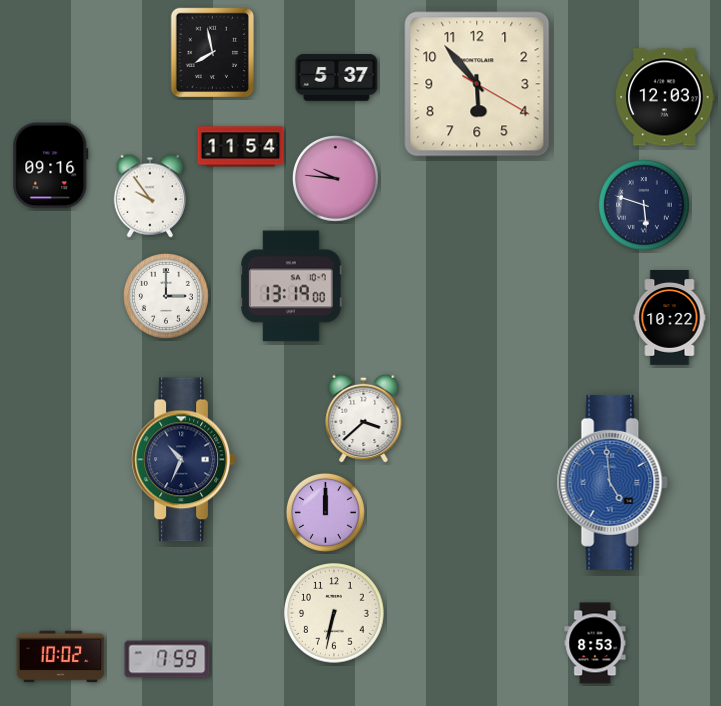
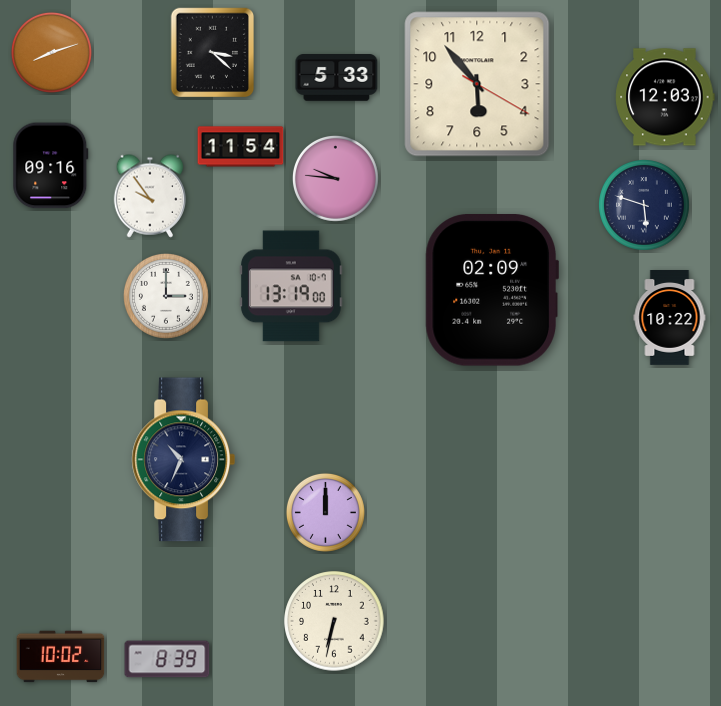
clock at (51, 52): none -> 8:12
clock at (213, 53): 7:58 -> 3:22
clock at (337, 78): 5:37 -> 5:33
clock at (492, 291): none -> 02:09
clock at (364, 418): 3:38 -> none
clock at (612, 482): 4:59 -> none
clock at (334, 613) position: (334, 613) -> (334, 621)
clock at (595, 643): 8:53 -> none
clock at (167, 659): 7:59 -> 8:39
